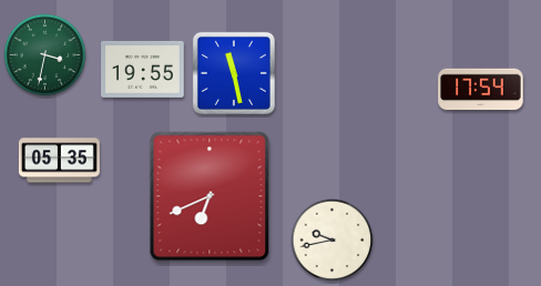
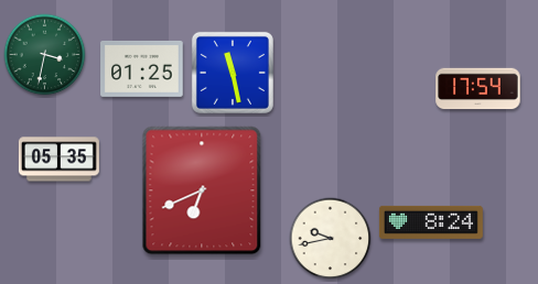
clock at (143, 69): 19:55 -> 01:25
clock at (210, 196) position: (210, 196) -> (202, 190)
clock at (431, 222): none -> 8:24
